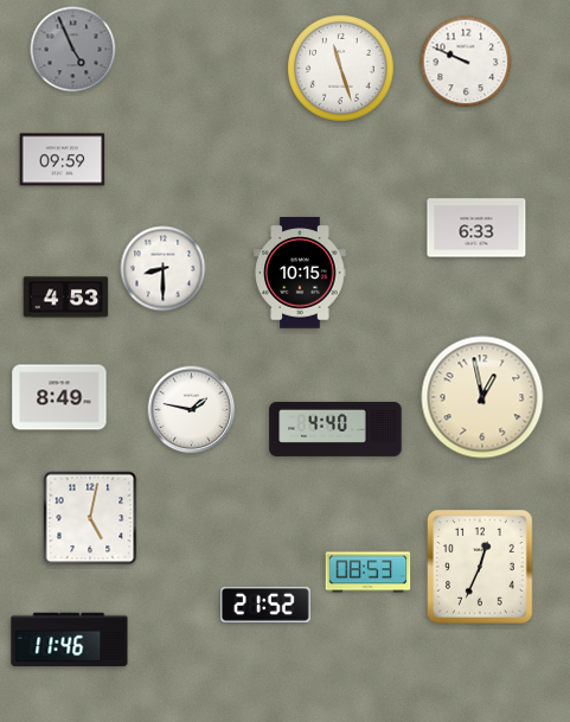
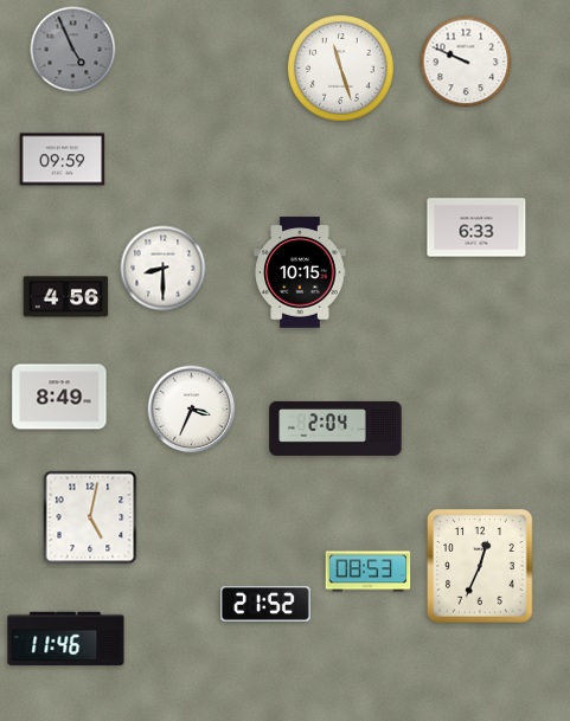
clock at (66, 298): 4:53 -> 4:56
clock at (482, 397): 12:58 -> none
clock at (192, 410): 1:47 -> 3:34
clock at (335, 429): 4:40 -> 2:04
clock at (70, 640) position: (70, 640) -> (66, 639)
